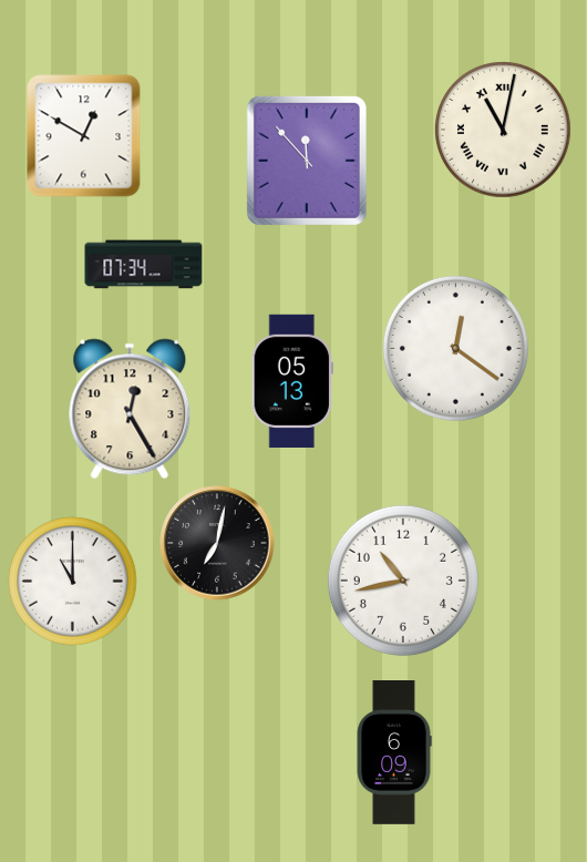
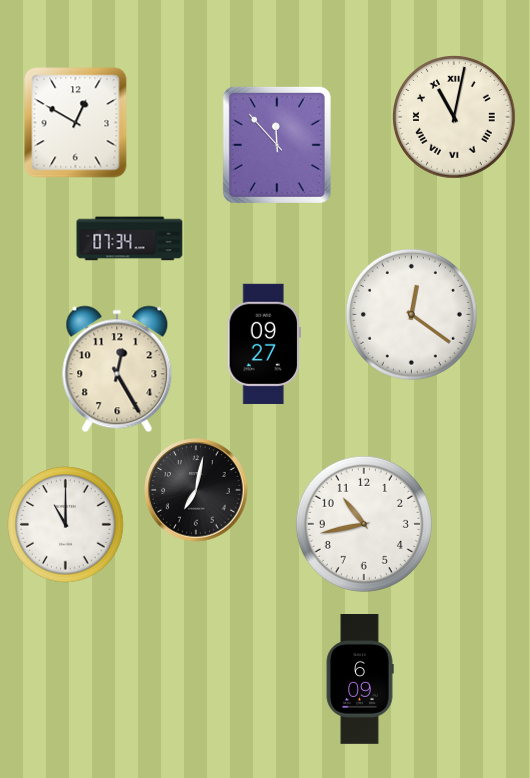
clock at (292, 381): 05:13 -> 09:27
clock at (394, 753) position: (394, 753) -> (360, 680)
